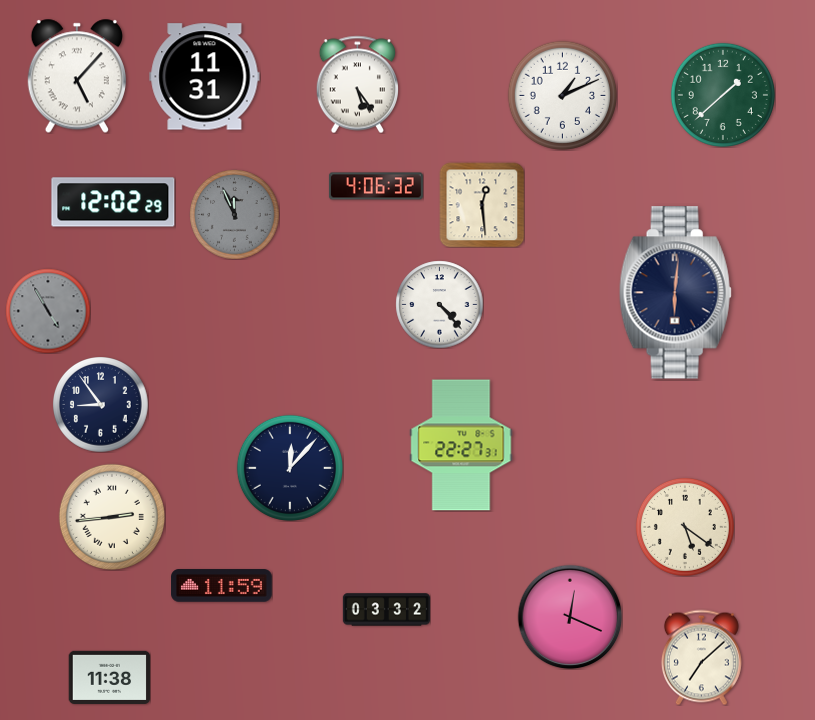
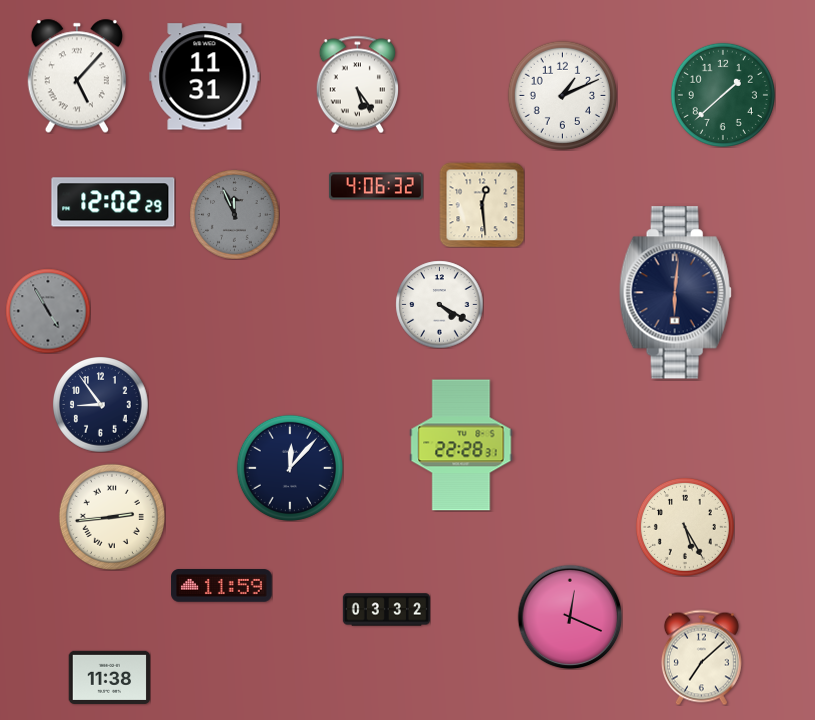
clock at (439, 304): 4:23 -> 4:20
clock at (461, 445): 22:27 -> 22:28
clock at (685, 527): 5:21 -> 5:25
